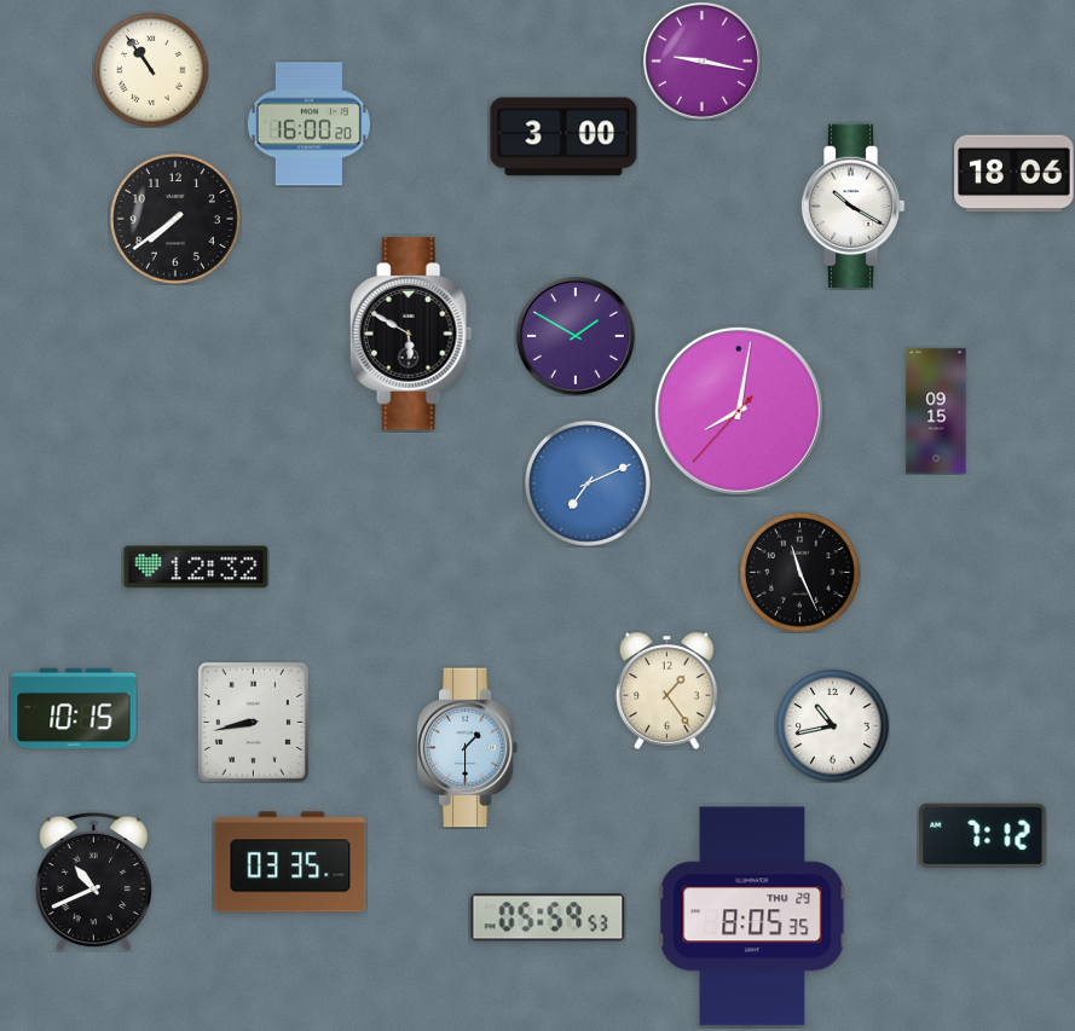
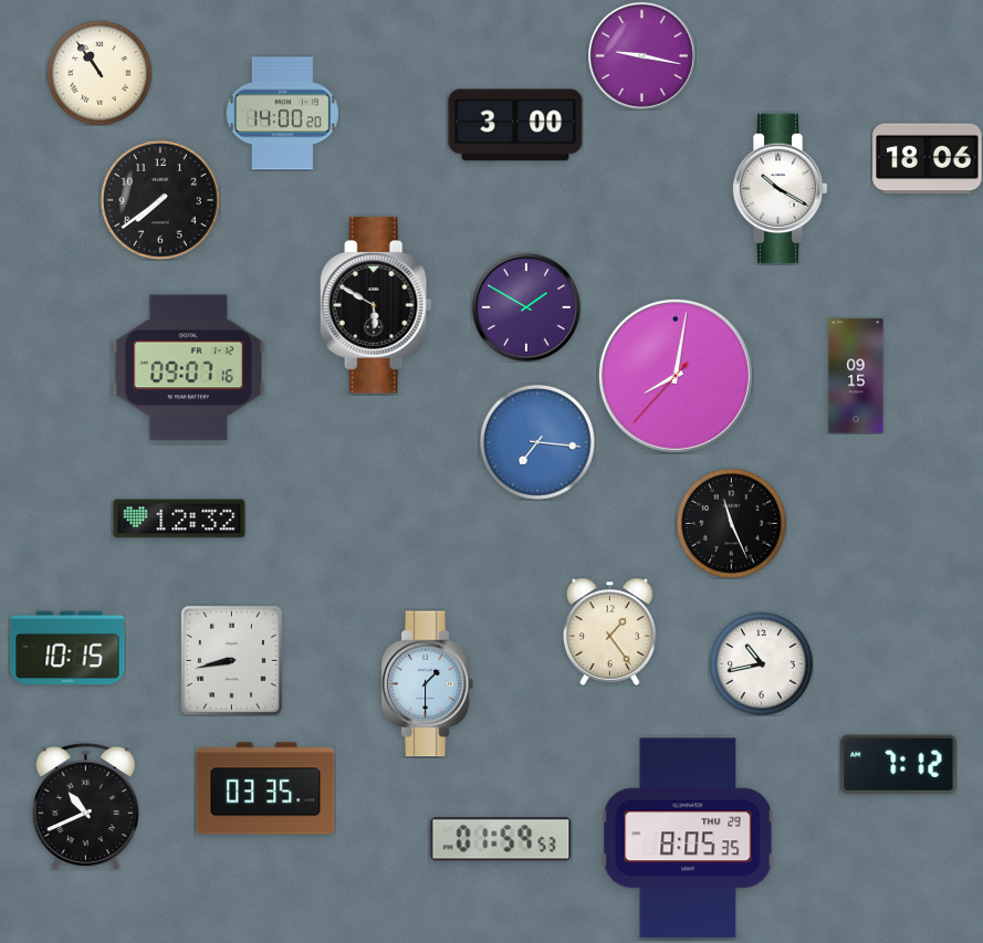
clock at (151, 70) position: (151, 70) -> (100, 73)
clock at (308, 124): 16:00 -> 14:00
clock at (188, 368): none -> 09:07
clock at (588, 483): 7:11 -> 7:16
clock at (548, 917): 05:59 -> 01:59
